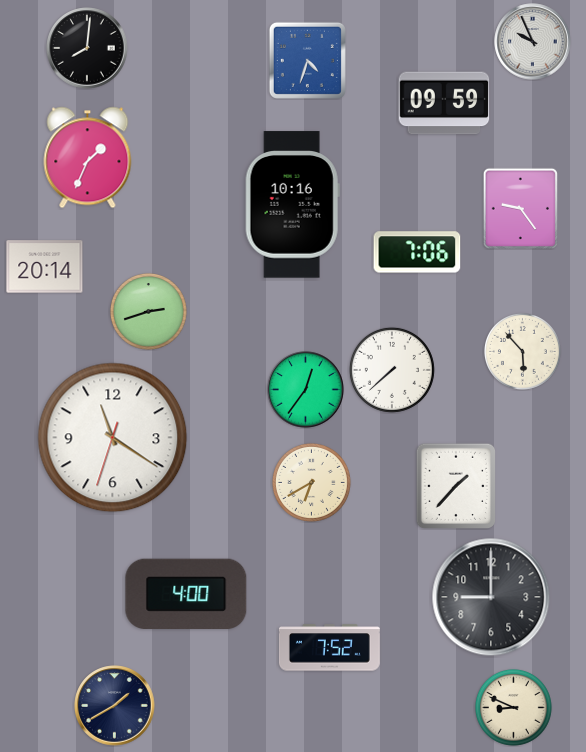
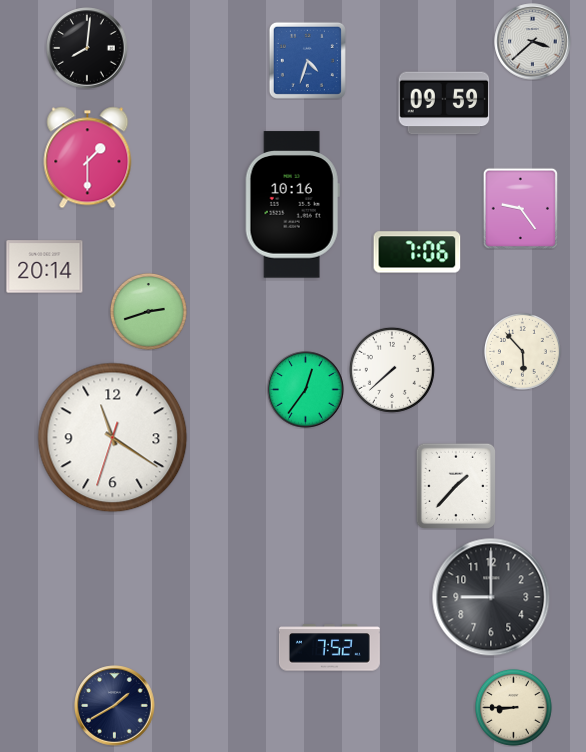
clock at (533, 42): 9:56 -> 3:38
clock at (88, 158): 1:34 -> 1:30
clock at (311, 482): 6:40 -> none
clock at (186, 593): 4:00 -> none
clock at (513, 707): 8:49 -> 8:45
